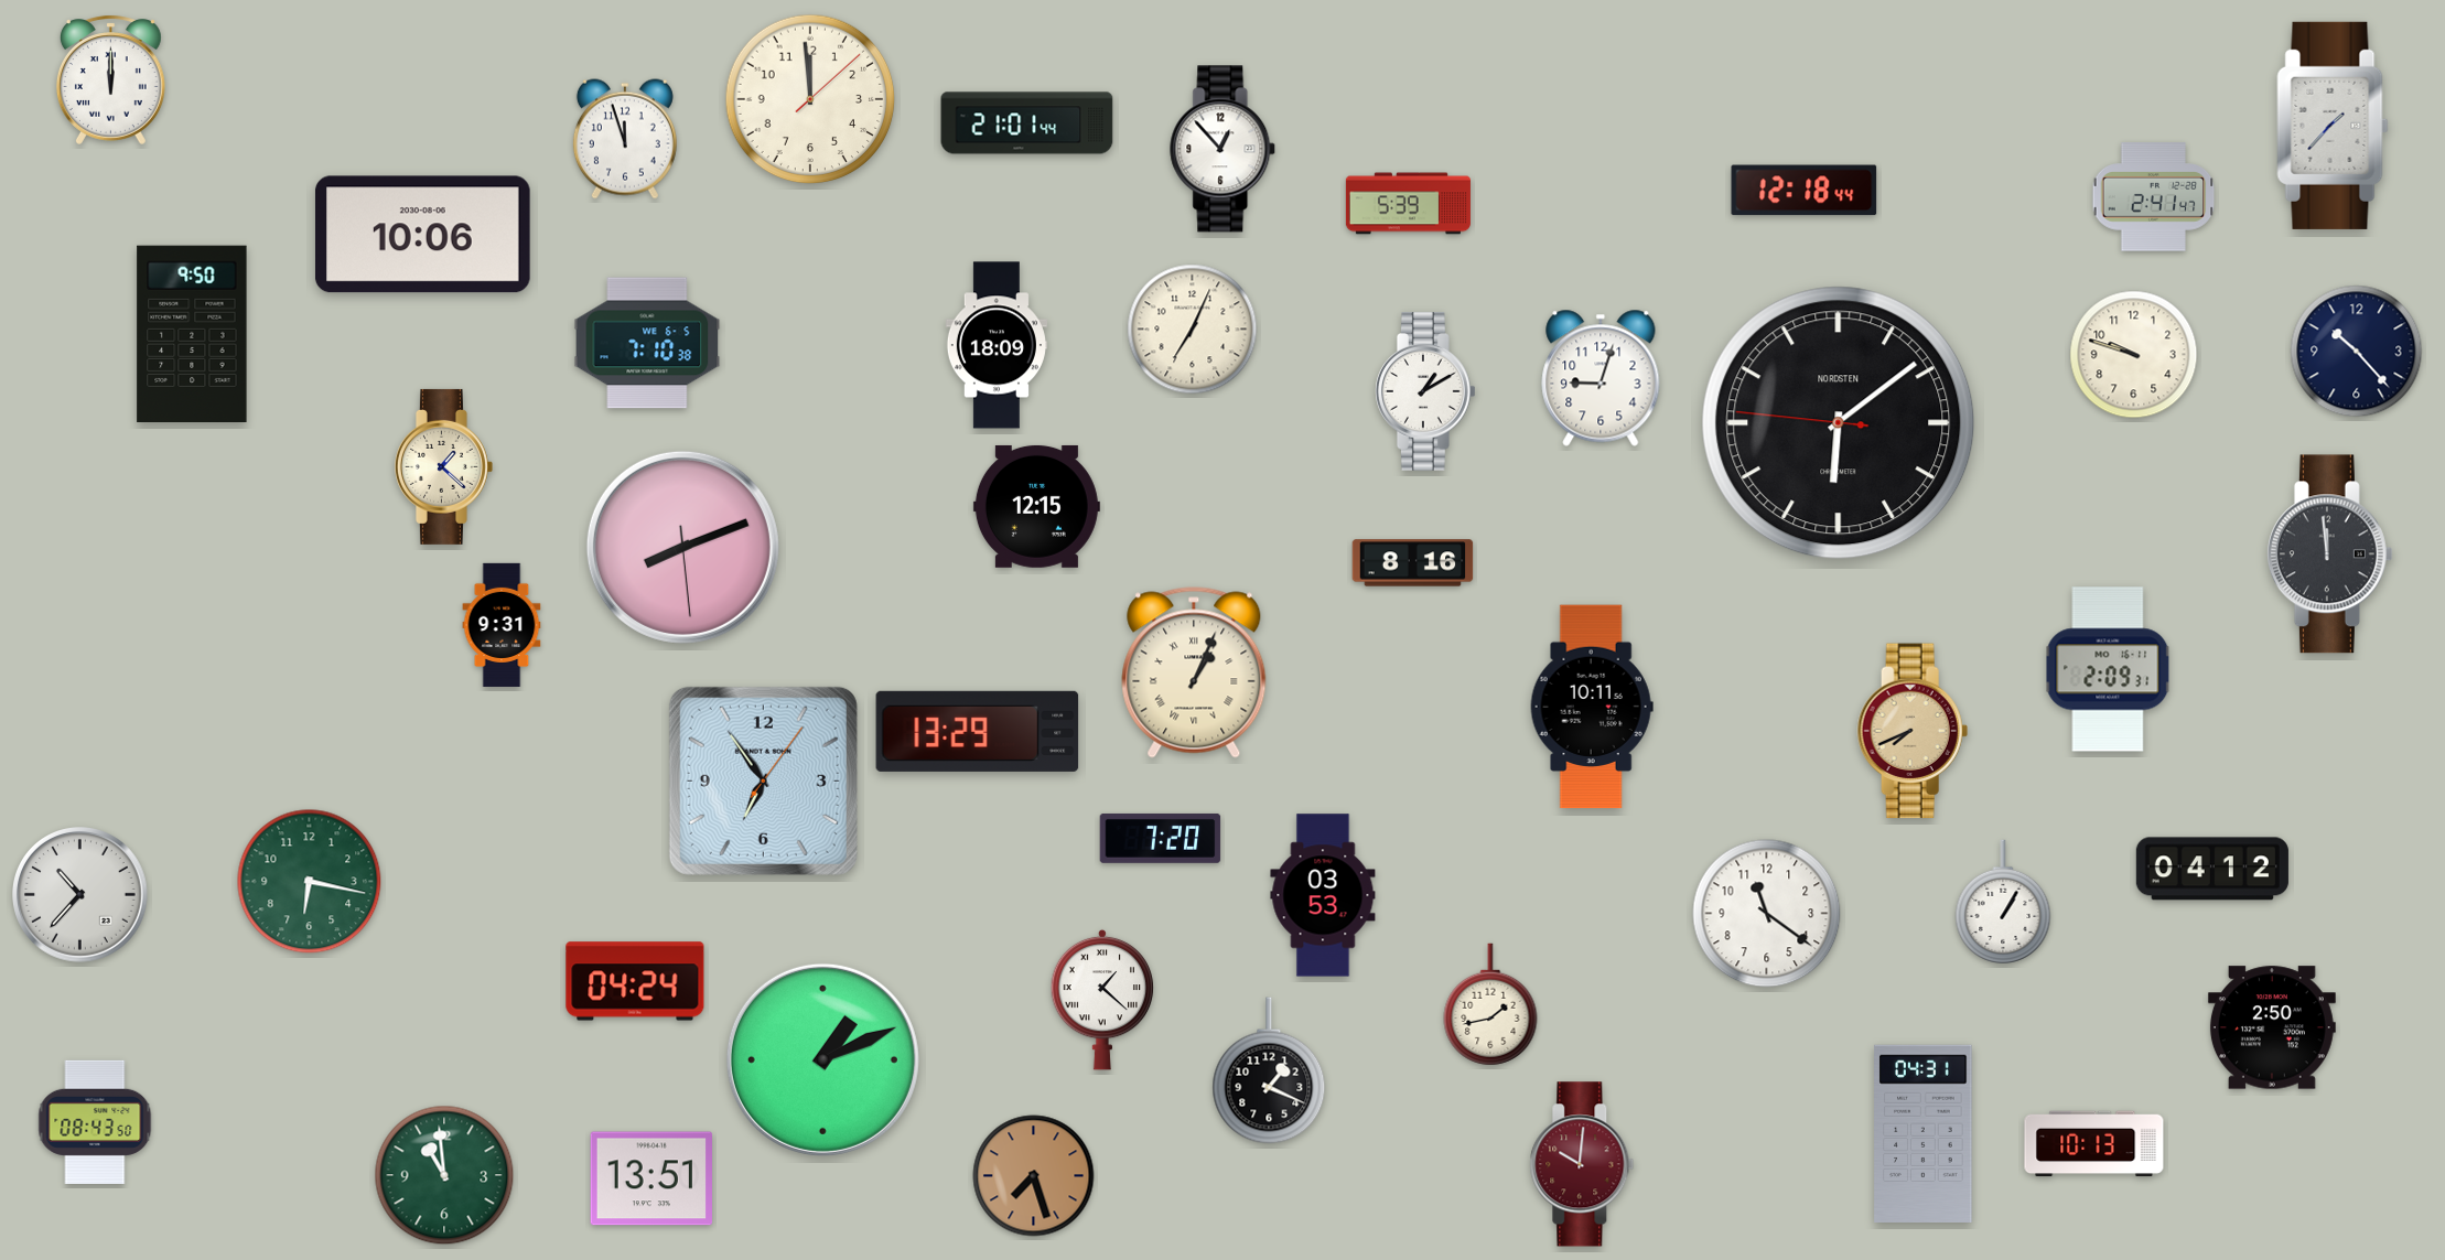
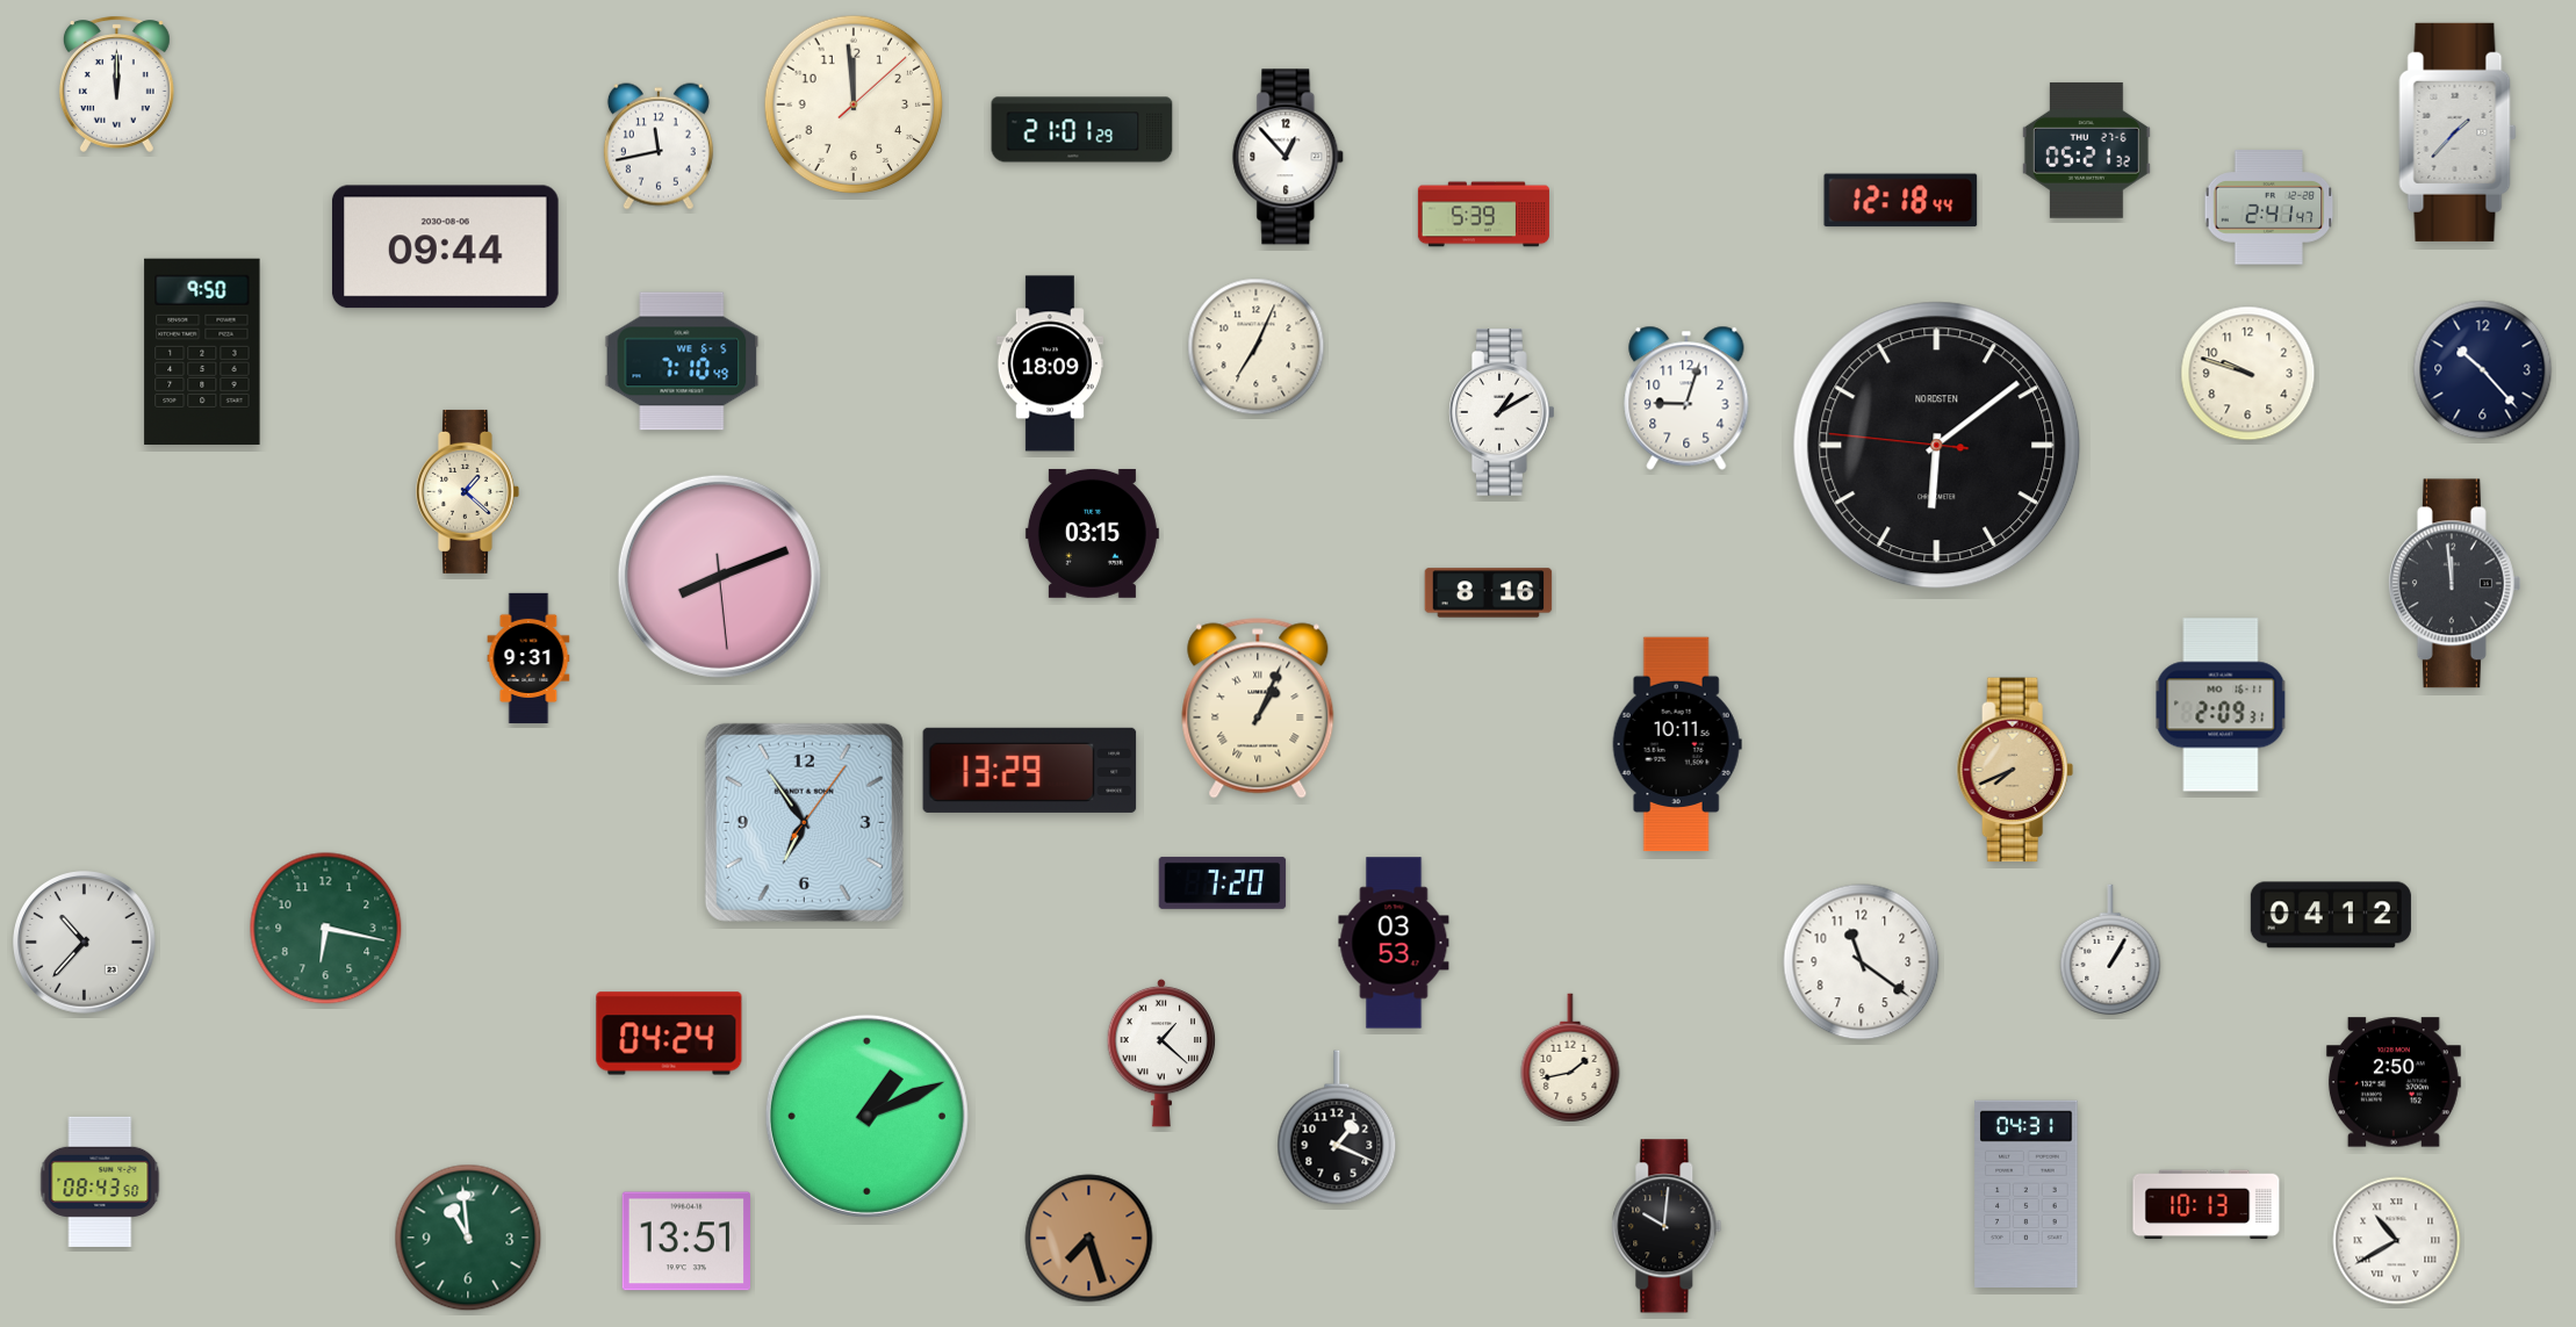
clock at (1027, 123): 21:01:44 -> 21:01:29
clock at (625, 139): 11:57 -> 11:43
clock at (2086, 150): none -> 05:21
clock at (422, 235): 10:06 -> 09:44
clock at (647, 343): 7:10:38 -> 7:10:49
clock at (1036, 506): 12:15 -> 03:15
clock at (1582, 1164) dial: burgundy -> black
clock at (2397, 1241): none -> 10:40
